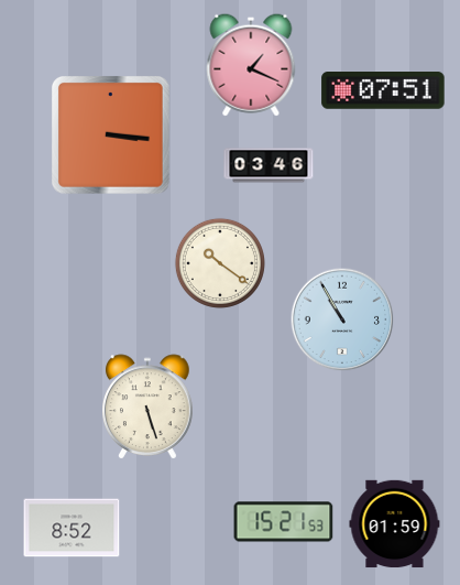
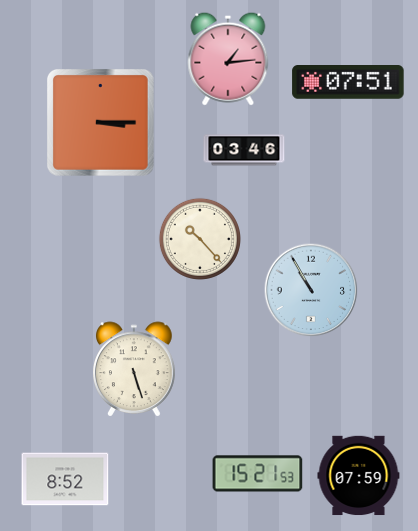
clock at (251, 65): 1:19 -> 1:14
clock at (111, 136): 3:16 -> 3:15
clock at (220, 263): 10:21 -> 10:23
clock at (395, 524): 01:59 -> 07:59
